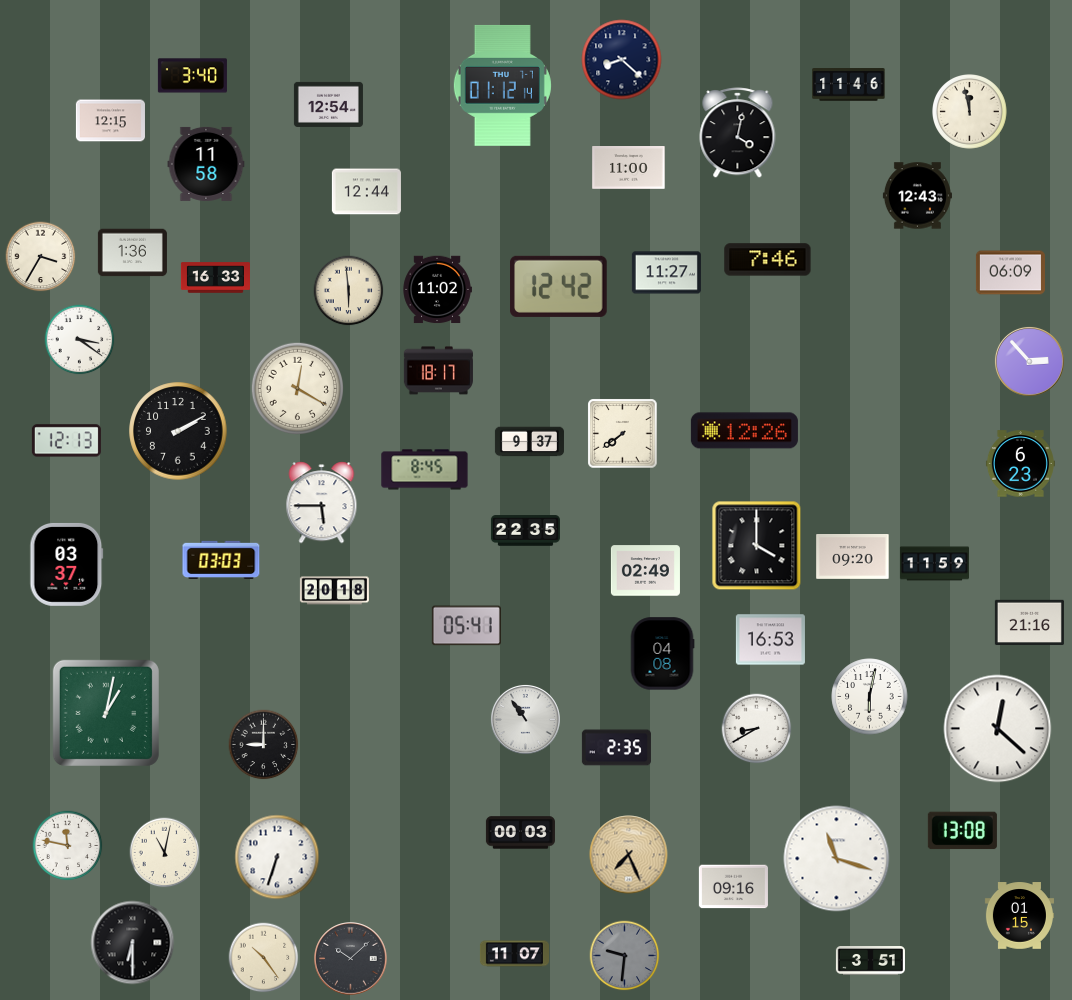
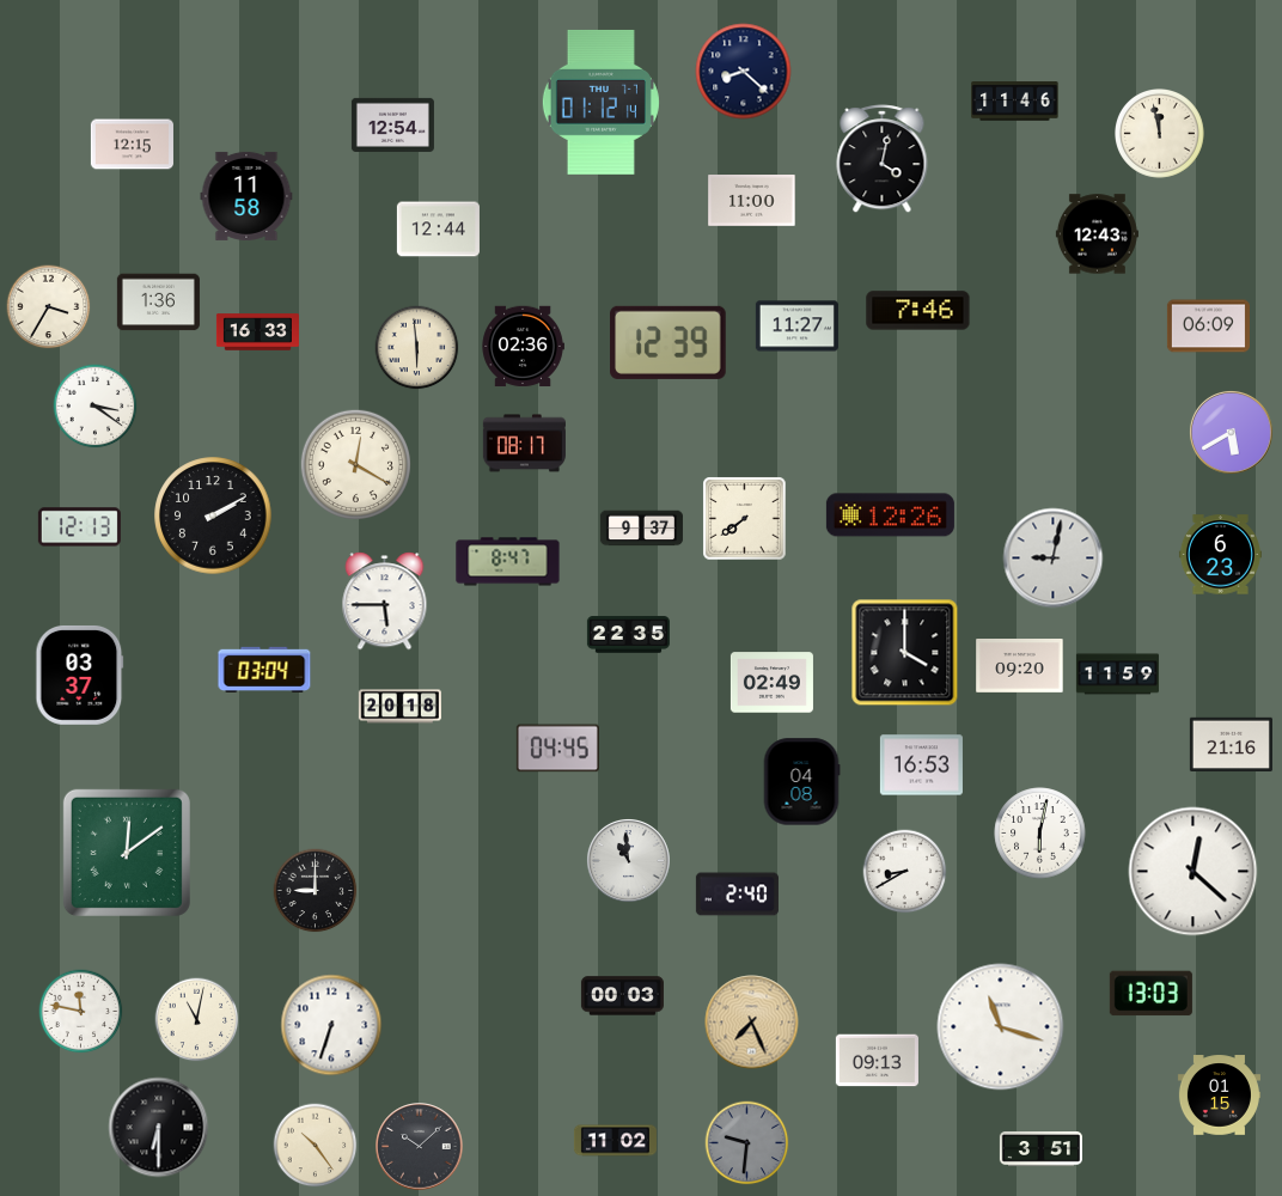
clock at (192, 76): 3:40 -> none
clock at (559, 286): 12:42 -> 12:39
clock at (437, 290): 11:02 -> 02:36
clock at (1029, 361): 2:53 -> 5:40
clock at (438, 371): 18:17 -> 08:17
clock at (529, 442) position: (529, 442) -> (641, 529)
clock at (1054, 559): none -> 9:02
clock at (425, 470): 8:45 -> 8:47
clock at (221, 559): 03:03 -> 03:04
clock at (466, 626): 05:41 -> 04:45
clock at (662, 654) position: (662, 654) -> (801, 782)
clock at (106, 713): 1:02 -> 12:09
clock at (525, 719): 10:54 -> 10:59
clock at (616, 748): 2:35 -> 2:40
clock at (962, 831): 13:08 -> 13:03
clock at (733, 887): 09:16 -> 09:13
clock at (514, 954): 11:07 -> 11:02
